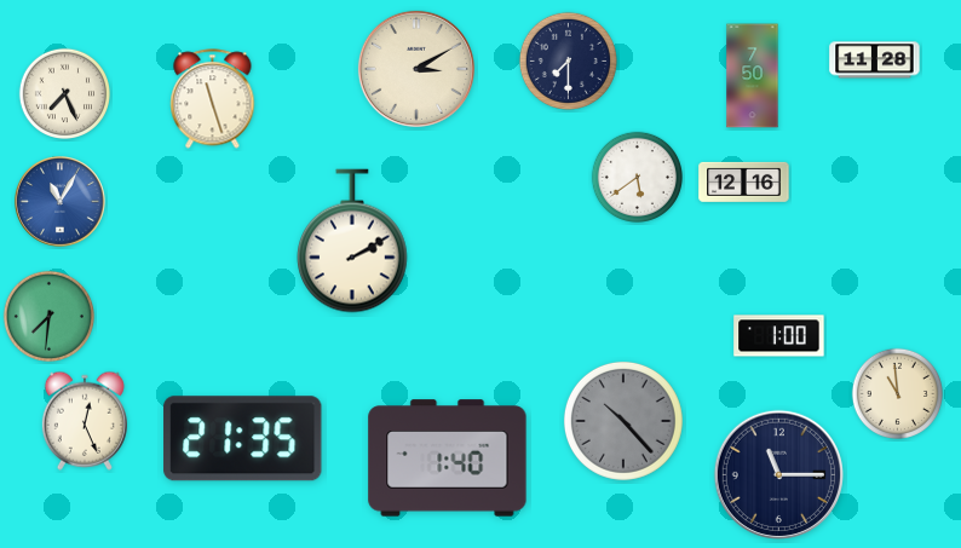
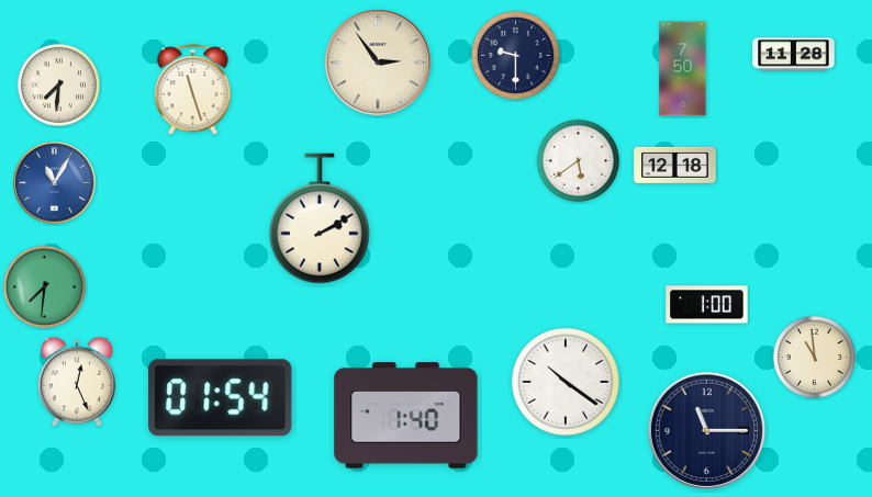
clock at (568, 60): 7:30 -> 9:30
clock at (416, 69): 3:10 -> 2:54
clock at (64, 93): 7:26 -> 7:31
clock at (744, 181): 12:16 -> 12:18
clock at (623, 421): 10:23 -> 10:21
clock at (623, 421) dial: grey -> white
clock at (243, 439): 21:35 -> 01:54
